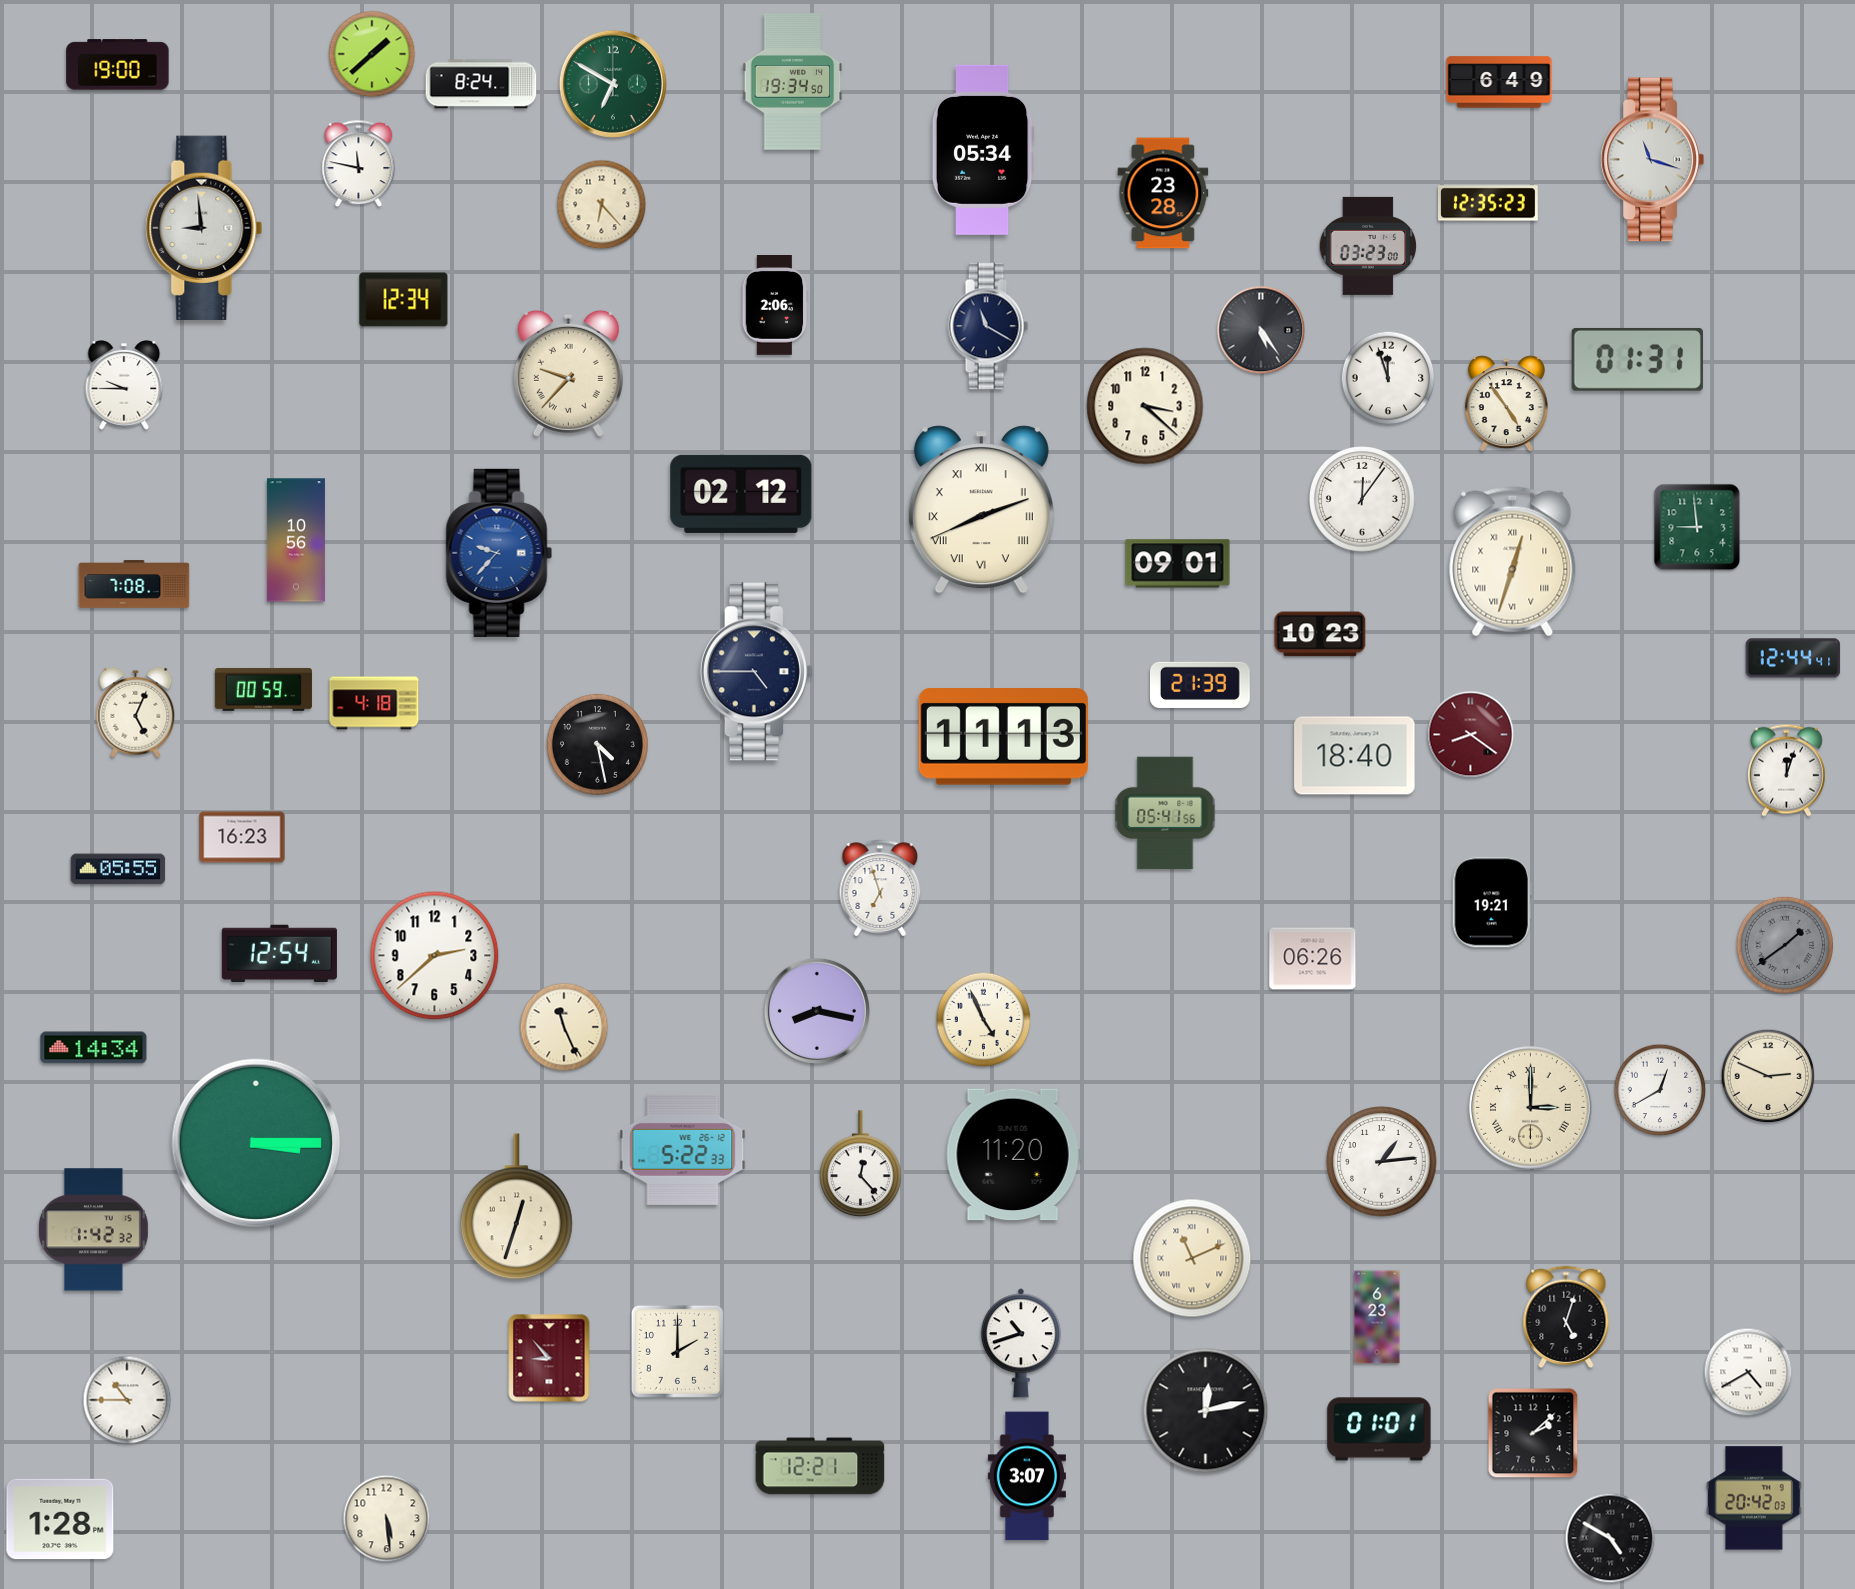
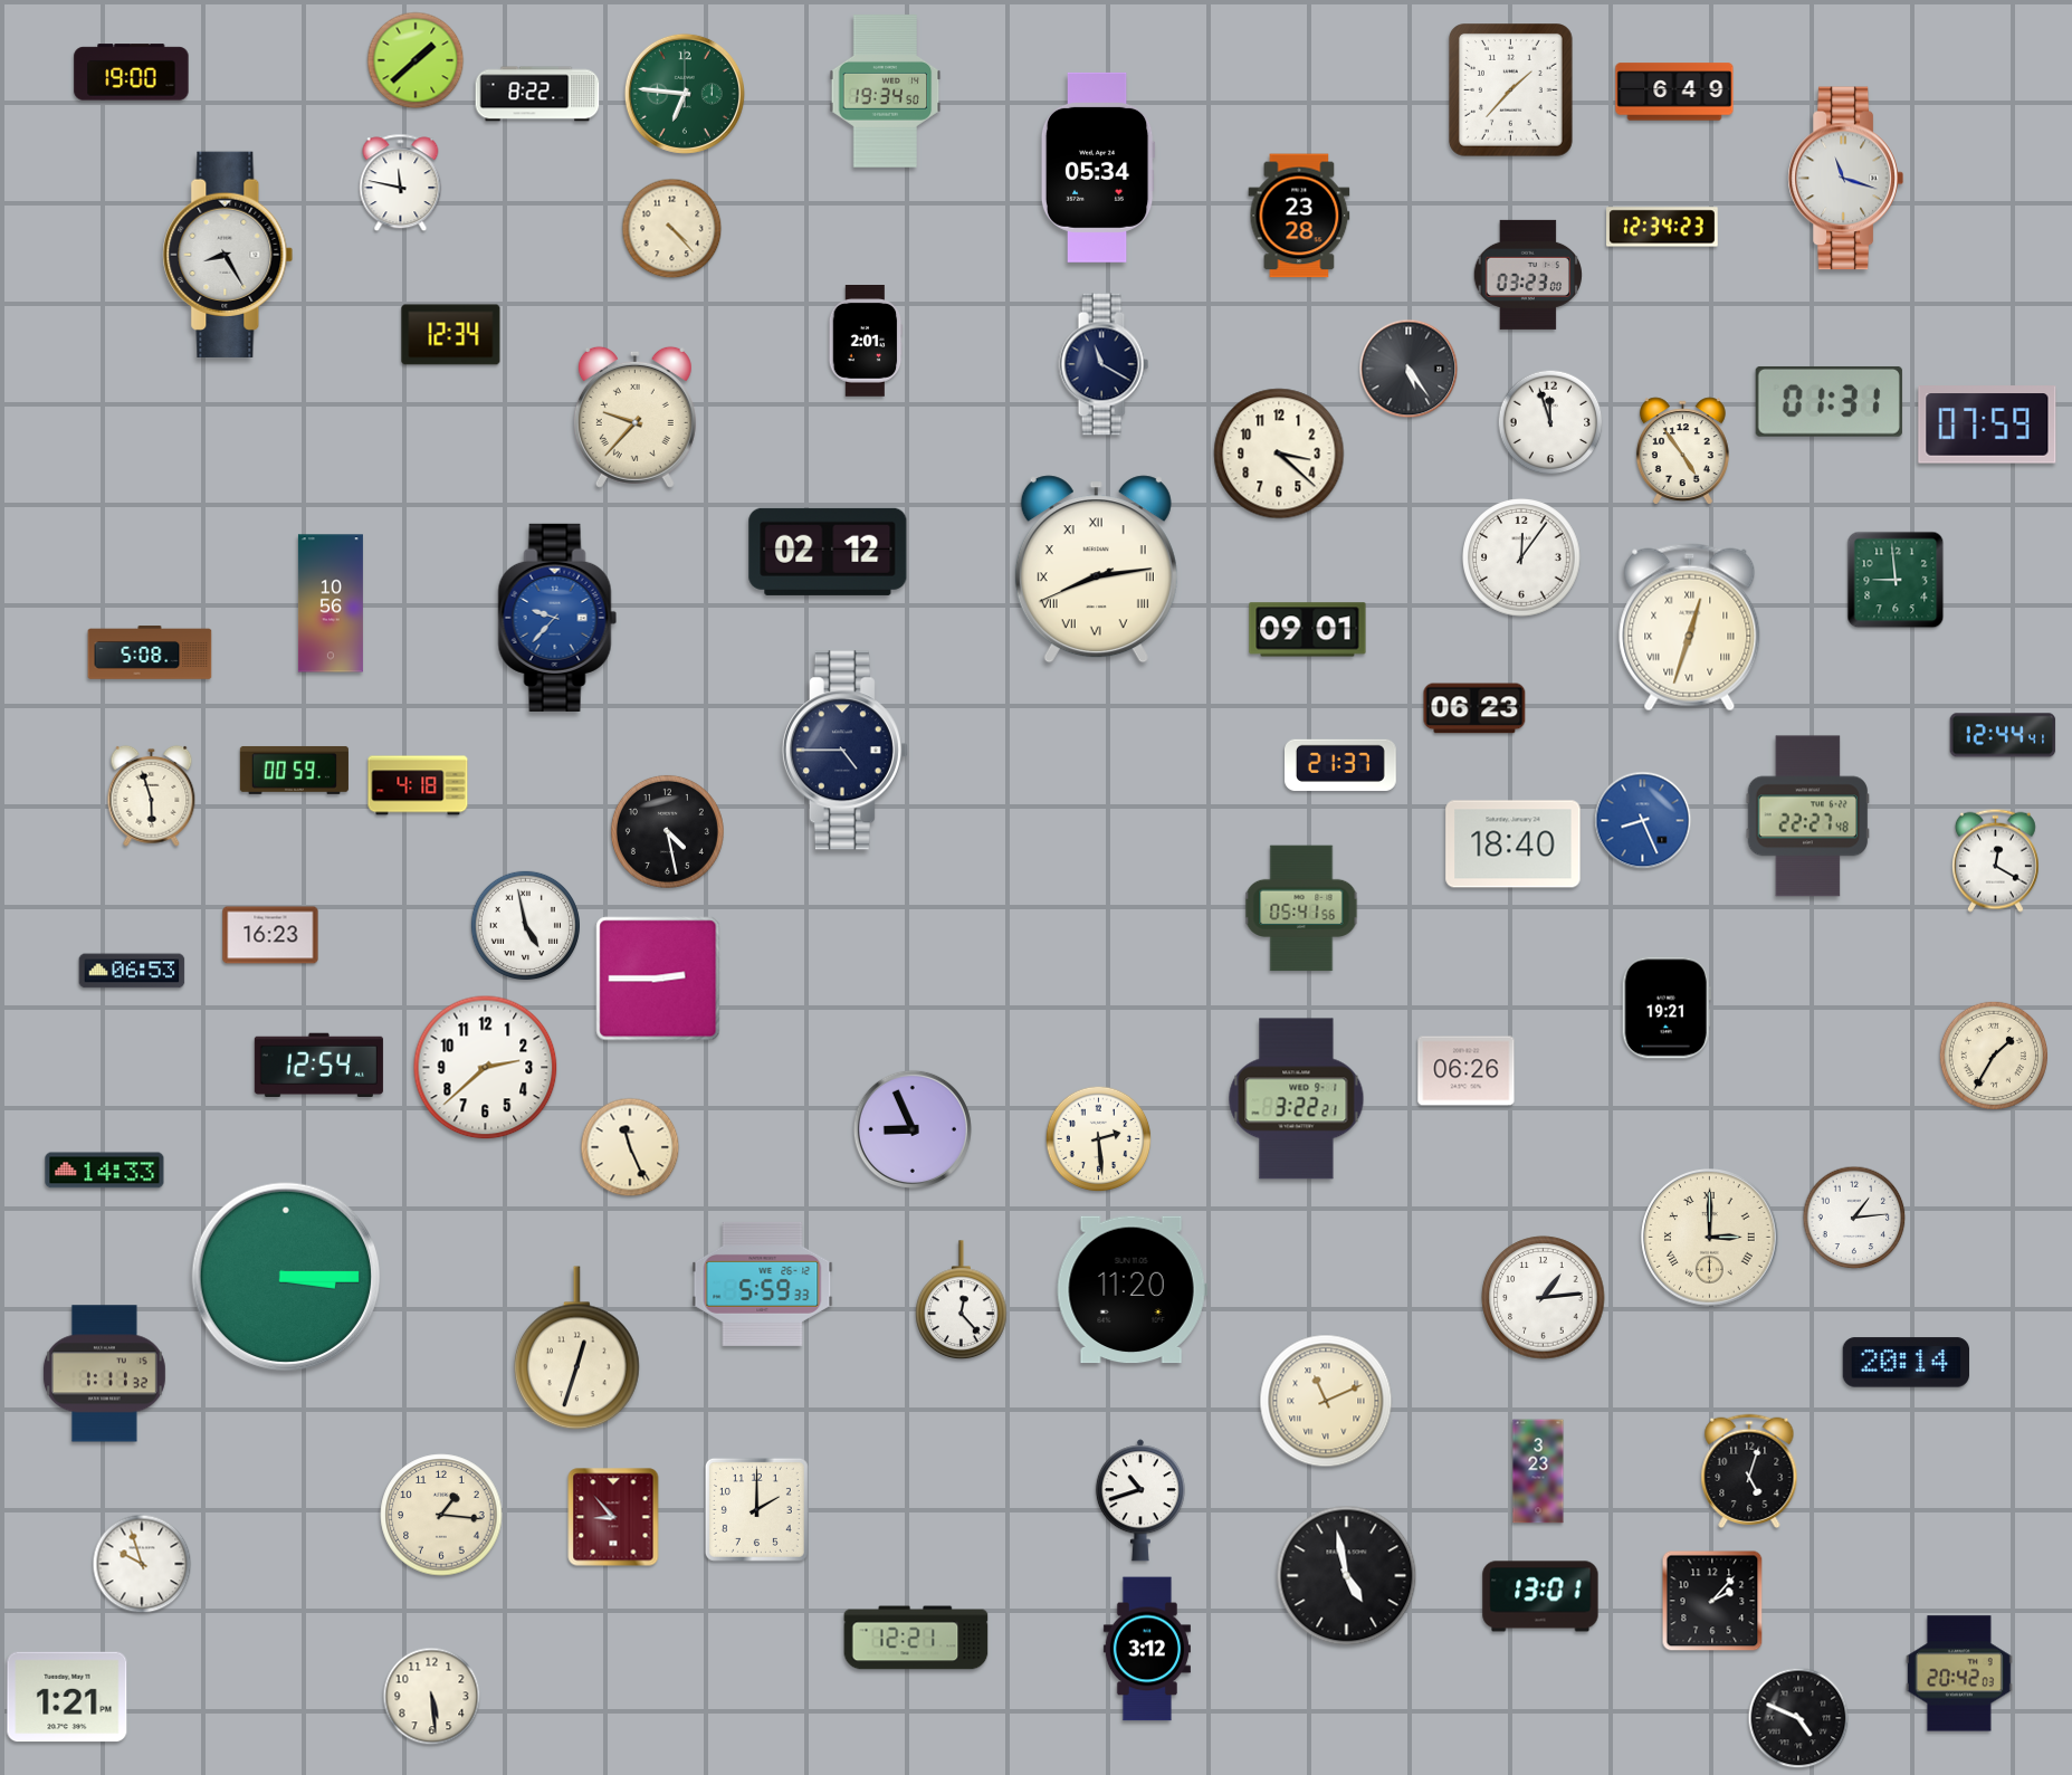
clock at (1511, 90): none -> 1:37
clock at (481, 84): 8:24 -> 8:22
clock at (613, 84): 6:50 -> 6:46
clock at (1489, 203): 12:35 -> 12:34
clock at (602, 205): 6:23 -> 4:23
clock at (204, 228): 8:59 -> 8:25
clock at (775, 306): 2:06 -> 2:01
clock at (1987, 424): none -> 07:59
clock at (124, 385): 9:45 -> none
clock at (981, 510): 8:11 -> 8:13
clock at (1697, 527) position: (1697, 527) -> (1896, 580)
clock at (1178, 564) position: (1178, 564) -> (1308, 630)
clock at (134, 584): 7:08 -> 5:08
clock at (1320, 634): 10:23 -> 06:23
clock at (1201, 684): 21:39 -> 21:37
clock at (136, 712): 5:04 -> 5:57
clock at (1808, 817): none -> 22:27
clock at (1471, 735): 8:21 -> 8:26
clock at (1471, 735) dial: burgundy -> blue
clock at (1003, 737): 11:13 -> none
clock at (1786, 770): 12:03 -> 12:20
clock at (525, 925): none -> 4:58
clock at (118, 869): 05:55 -> 06:53
clock at (658, 979): none -> 2:45
clock at (880, 888): 6:57 -> none
clock at (1784, 944): 1:39 -> 1:35
clock at (1784, 944) dial: grey -> cream
clock at (279, 953) position: (279, 953) -> (318, 1065)
clock at (1297, 1099): none -> 3:22
clock at (817, 1011): 8:17 -> 8:56
clock at (984, 1020): 4:56 -> 2:29
clock at (94, 1048): 14:34 -> 14:33
clock at (1768, 1076): 2:49 -> none
clock at (1660, 1090): 12:40 -> 1:14
clock at (683, 1149): 5:22 -> 5:59
clock at (1906, 1363): none -> 20:14
clock at (93, 1230): 1:42 -> 1:11
clock at (1192, 1258) position: (1192, 1258) -> (1326, 1401)
clock at (1377, 1317): 6:23 -> 3:23
clock at (441, 1515): none -> 1:16
clock at (1748, 1372): 4:40 -> none
clock at (127, 1400): 10:45 -> 9:57
clock at (1206, 1411): 12:13 -> 4:58
clock at (1379, 1429): 01:01 -> 13:01
clock at (1533, 1433): 2:08 -> 2:07
clock at (1027, 1476): 3:07 -> 3:12
clock at (60, 1519): 1:28 -> 1:21
clock at (1610, 1538): 4:50 -> 4:49
